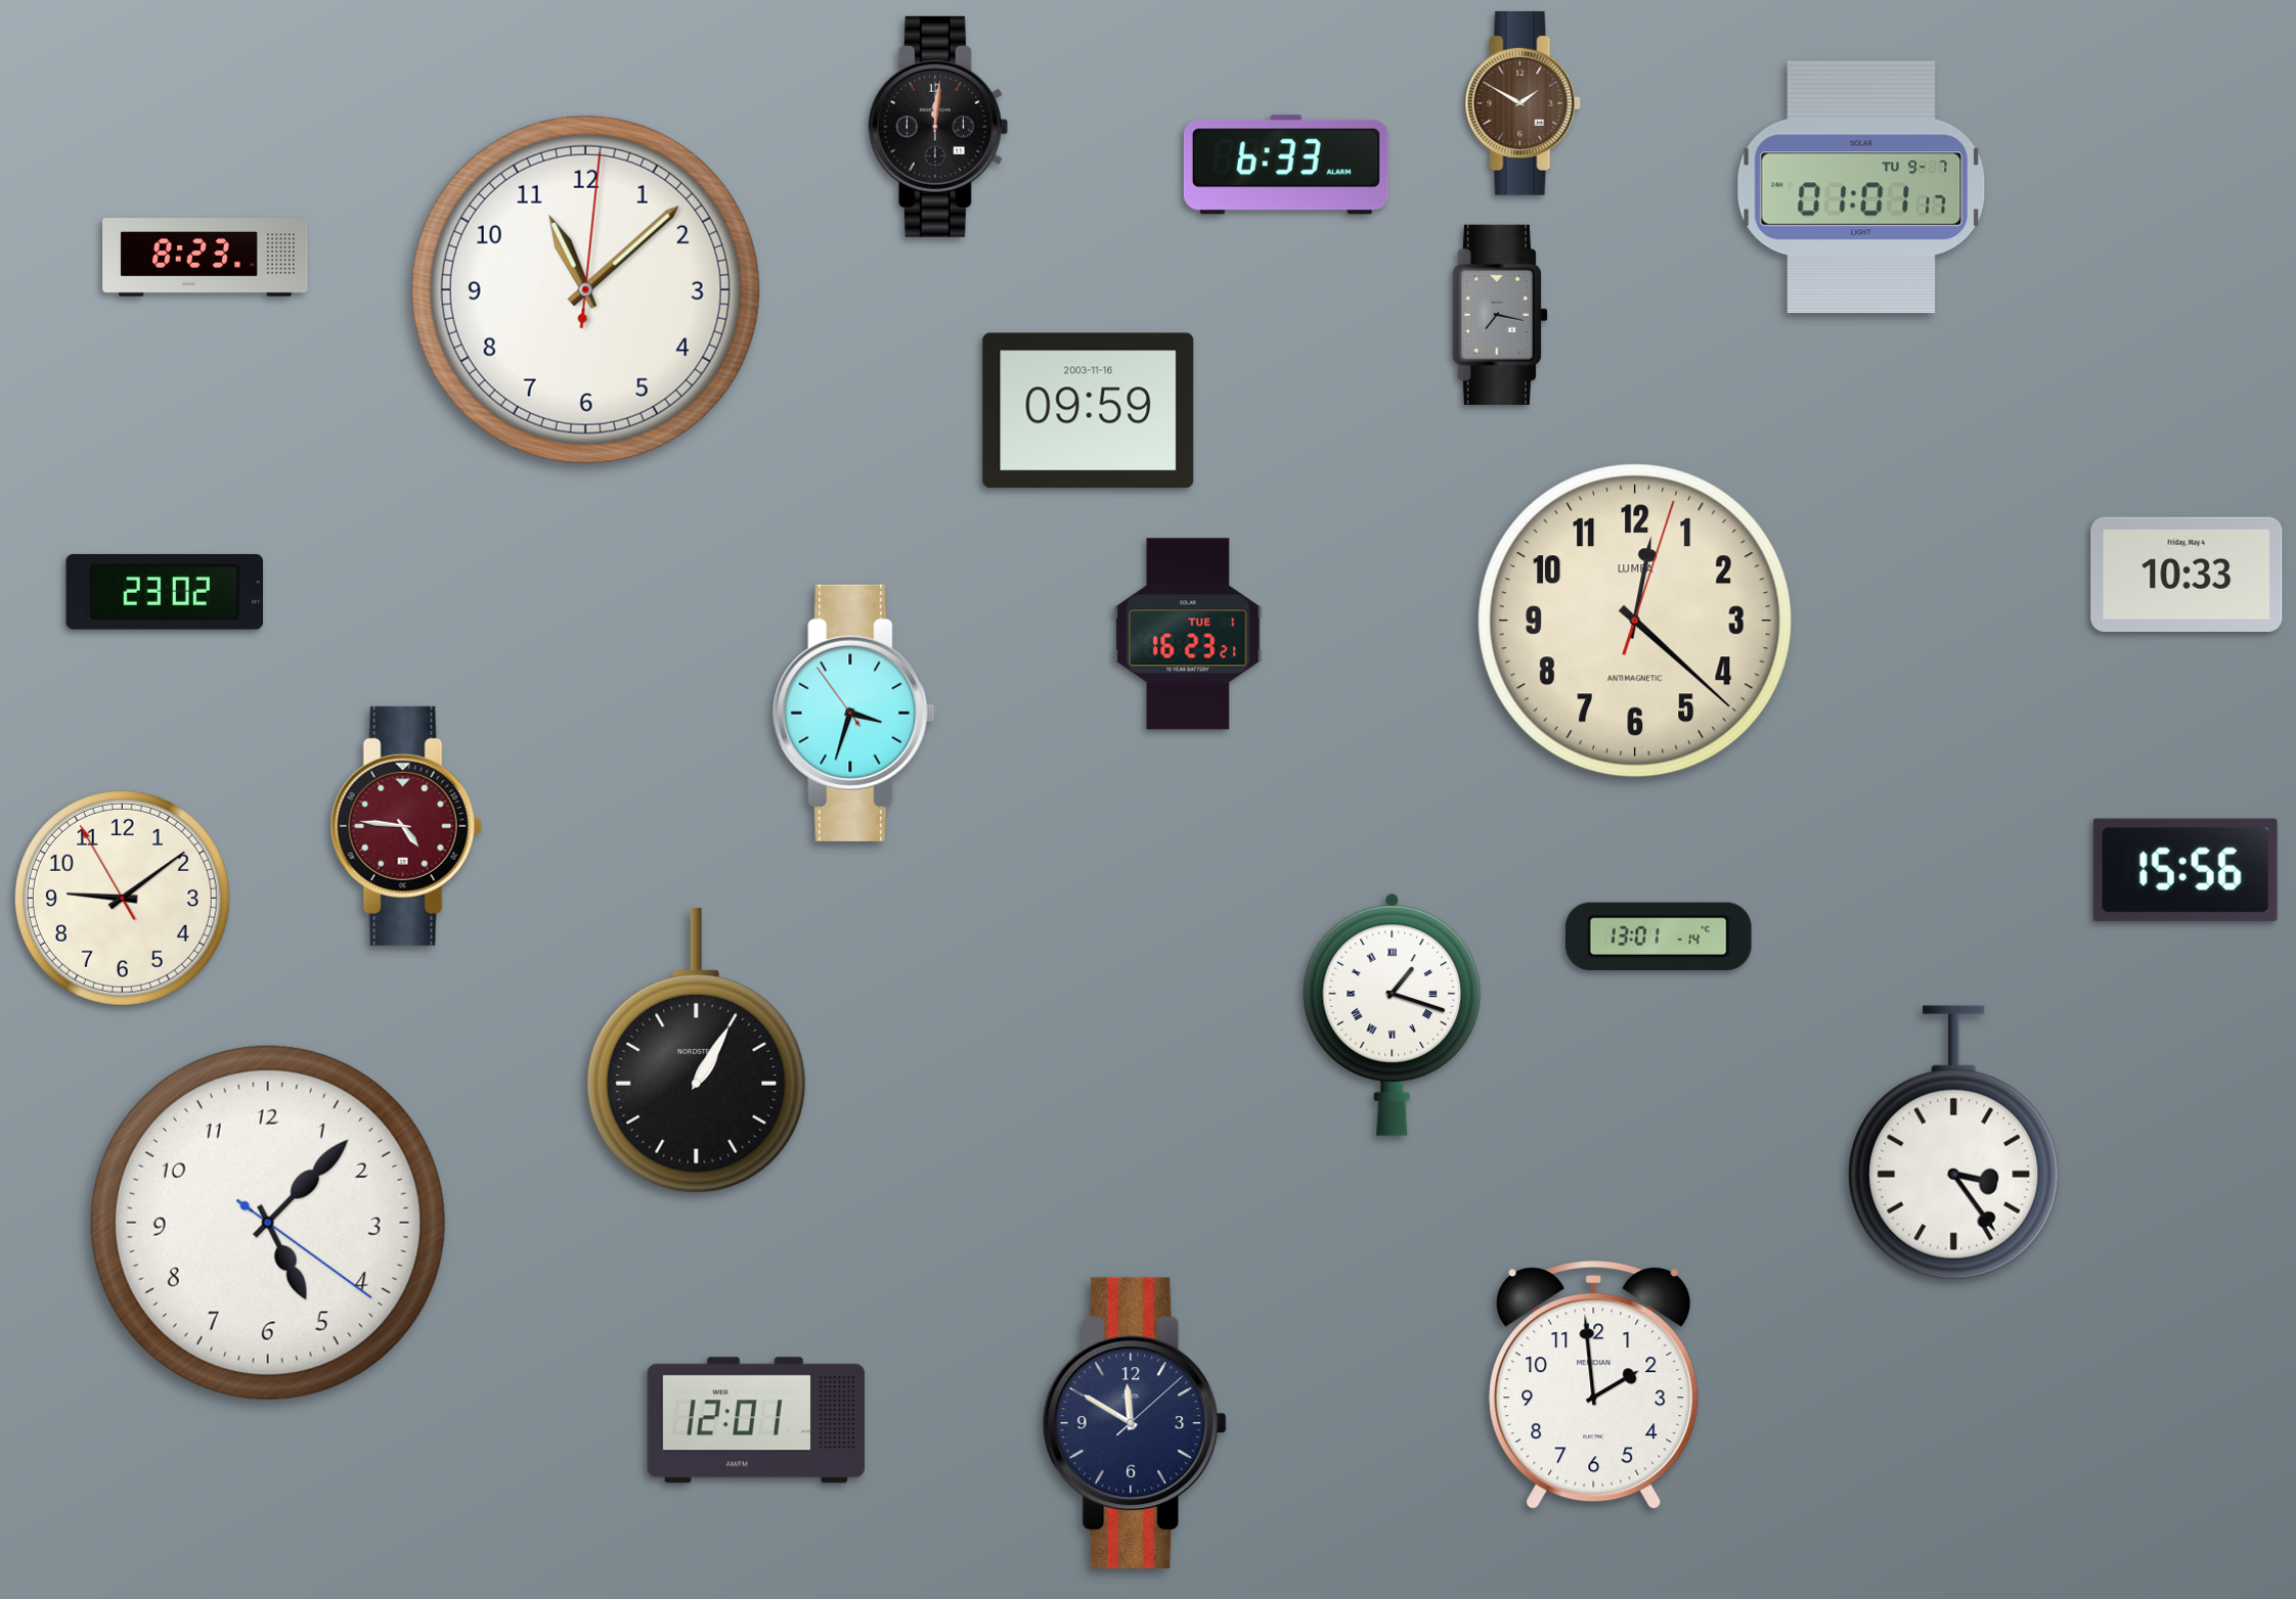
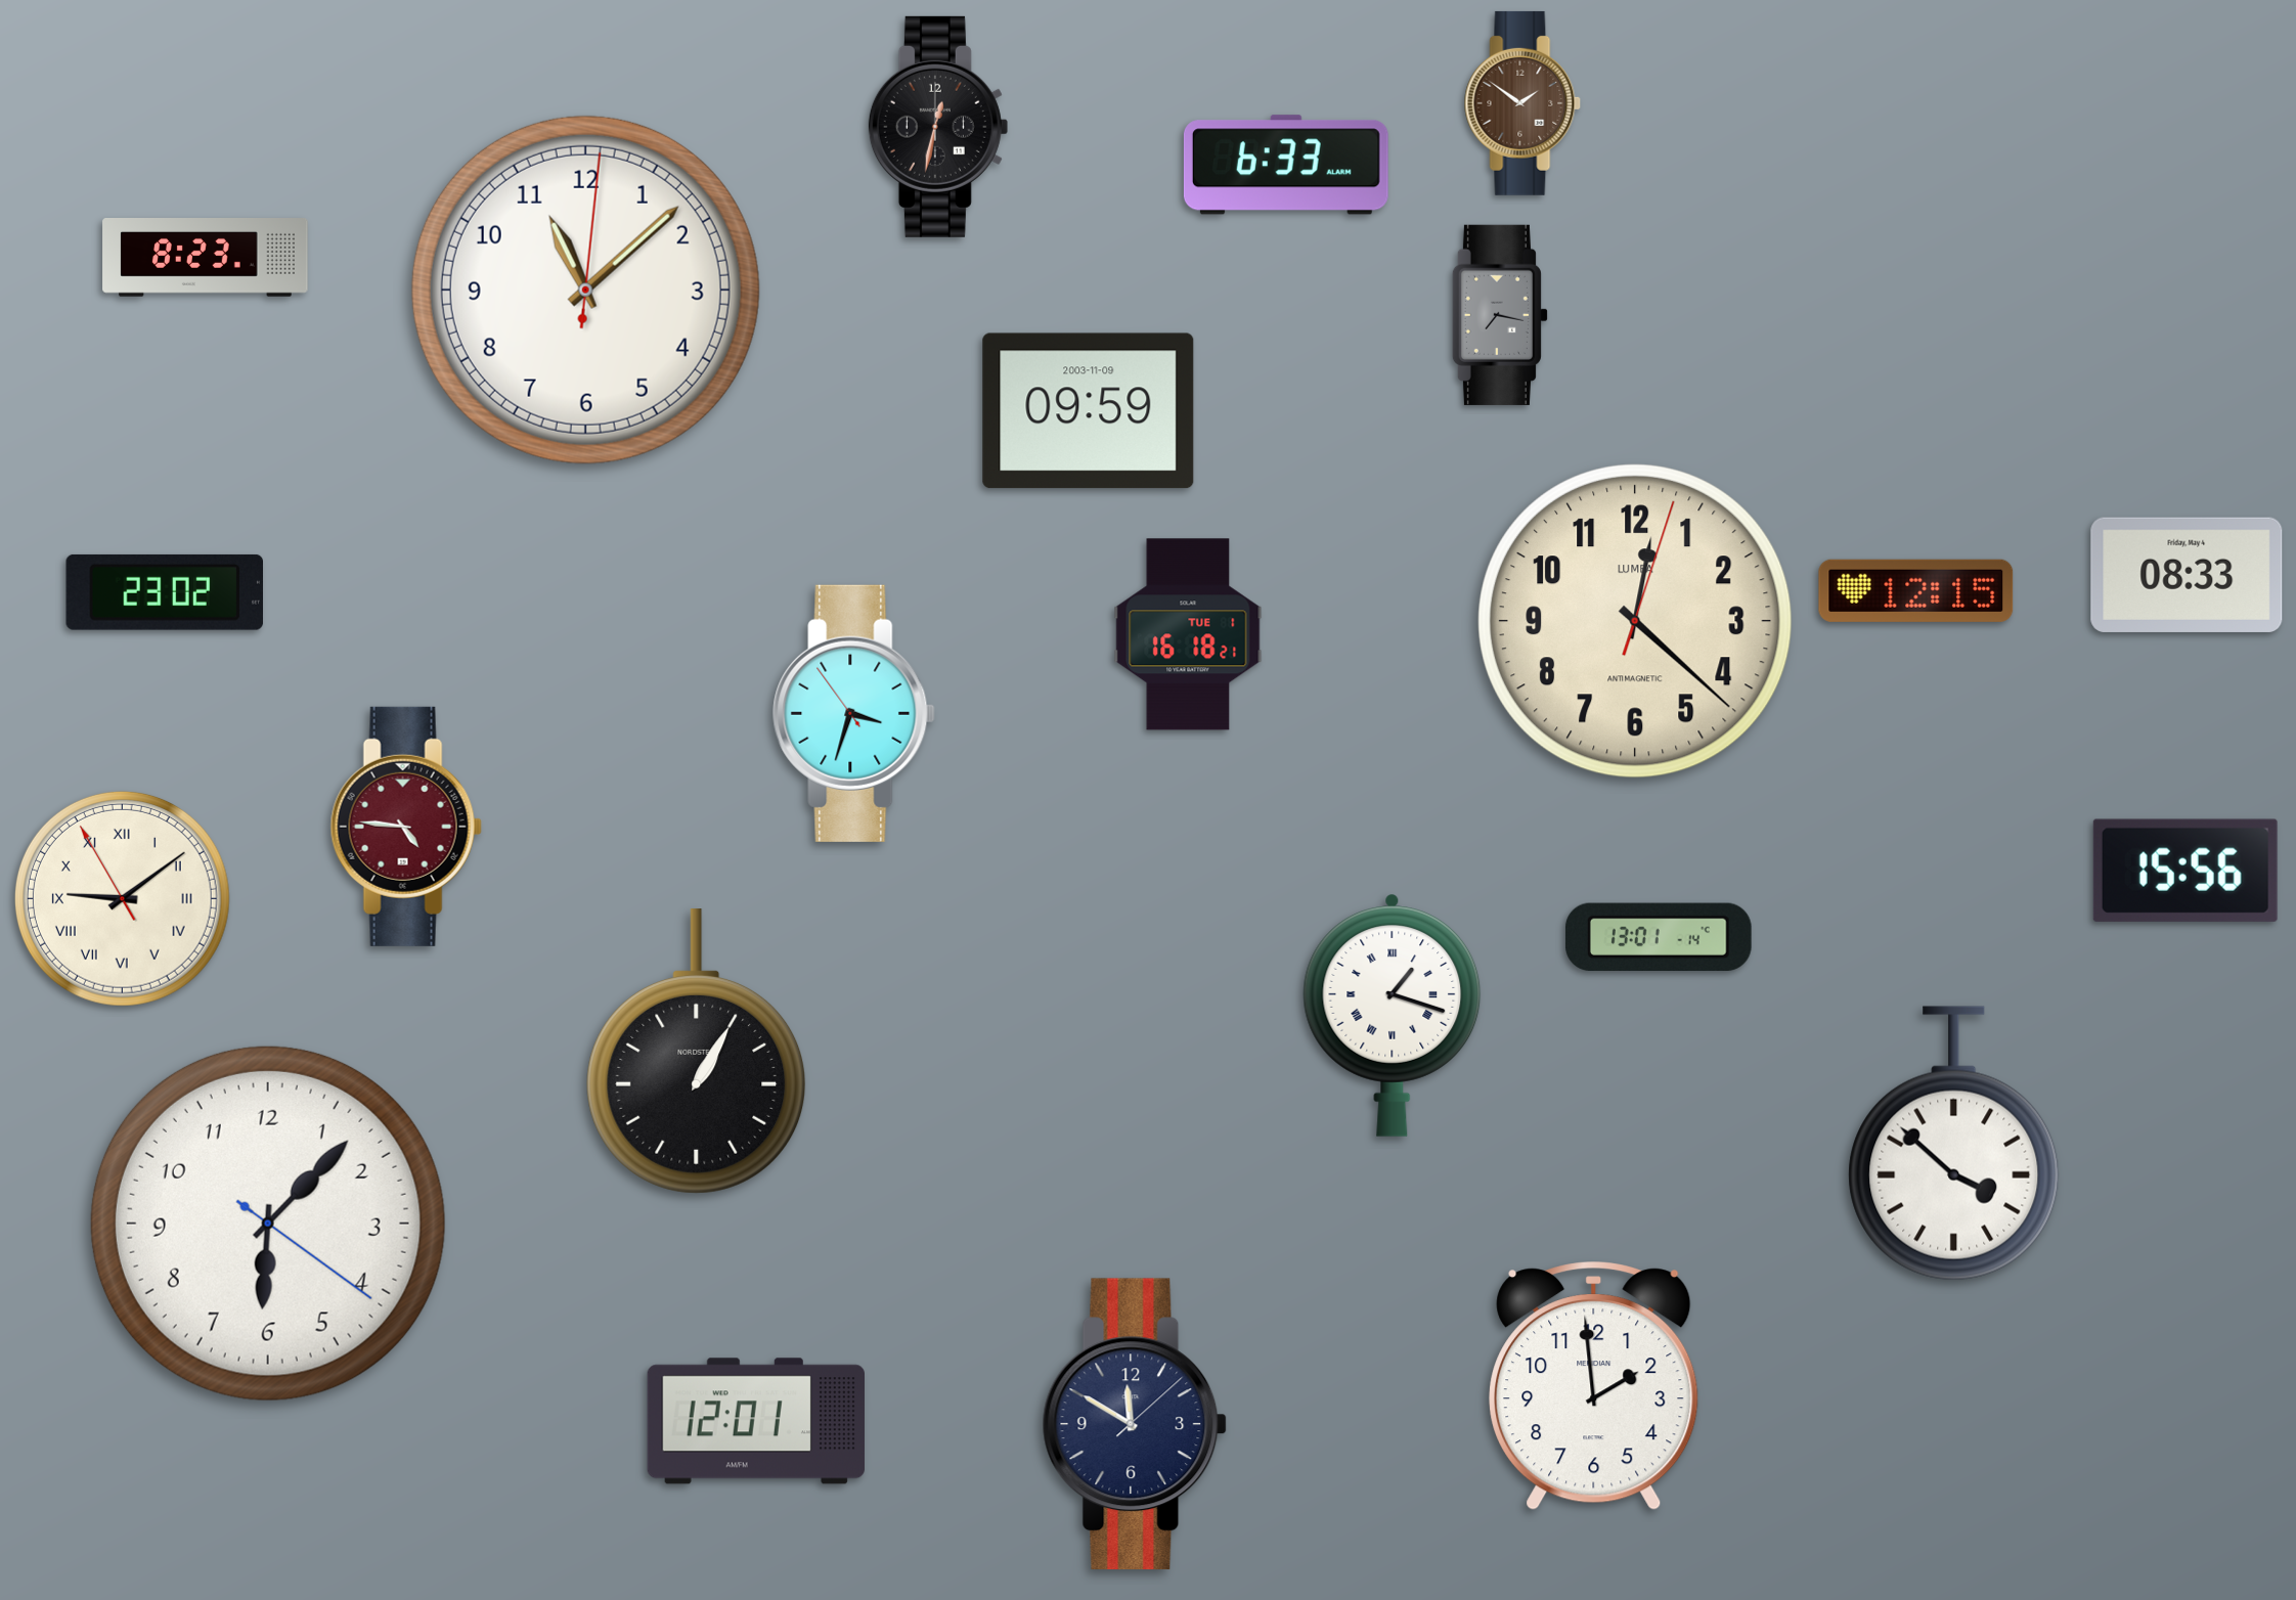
clock at (1522, 103): 1:50 -> 1:51
clock at (938, 127): 12:01 -> 12:32
clock at (1861, 187): 01:01 -> none
clock at (1089, 411) date: 2003-11-16 -> 2003-11-09
clock at (2187, 575): 10:33 -> 08:33
clock at (1916, 590): none -> 12:15
clock at (1188, 634): 16:23 -> 16:18
clock at (122, 898) numerals: Arabic -> Roman
clock at (1954, 1143): 3:24 -> 3:52
clock at (268, 1223): 5:07 -> 6:07
